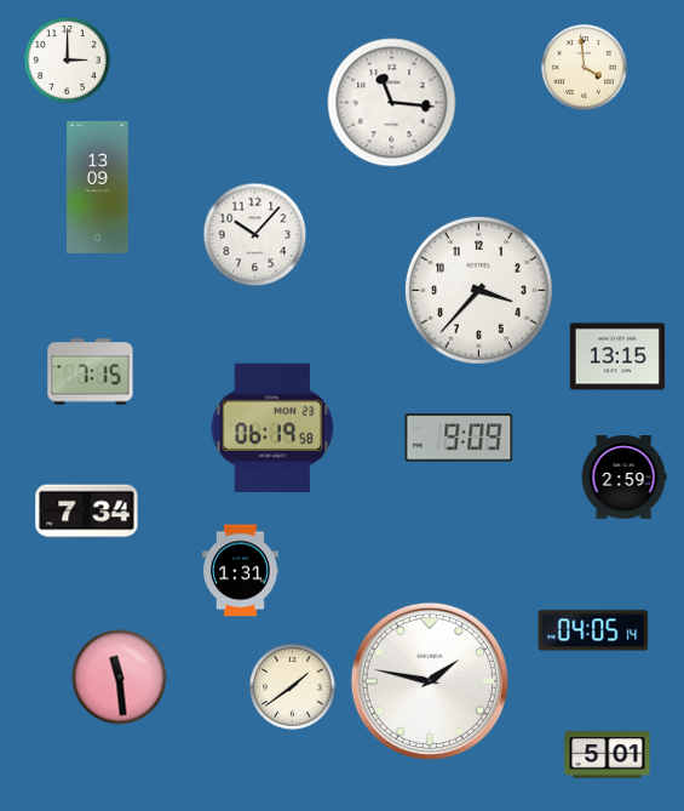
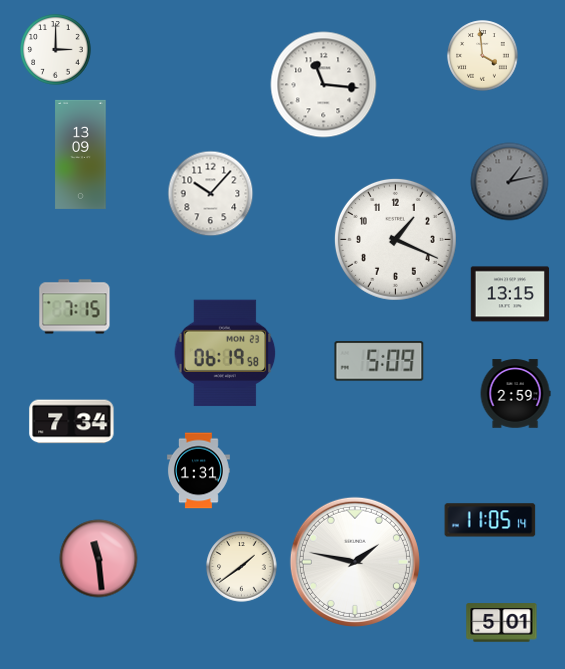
clock at (510, 182): none -> 1:13
clock at (478, 290): 3:37 -> 1:19
clock at (459, 438): 9:09 -> 5:09
clock at (593, 630): 04:05 -> 11:05
